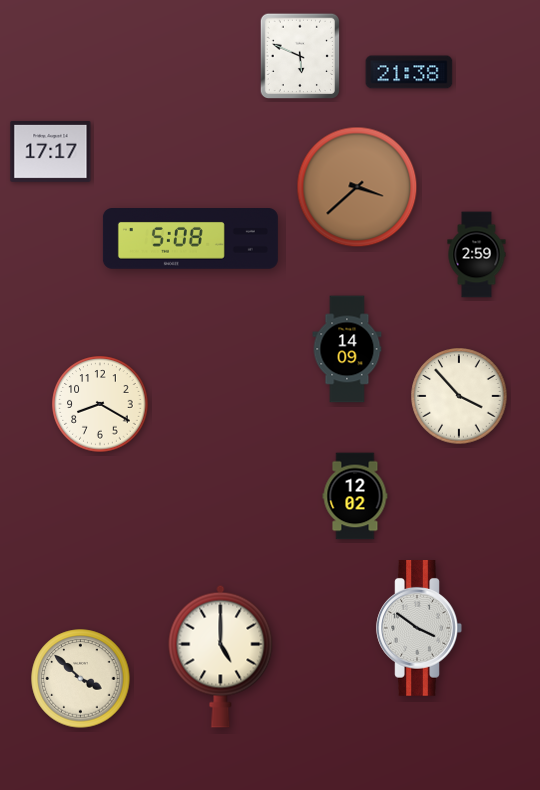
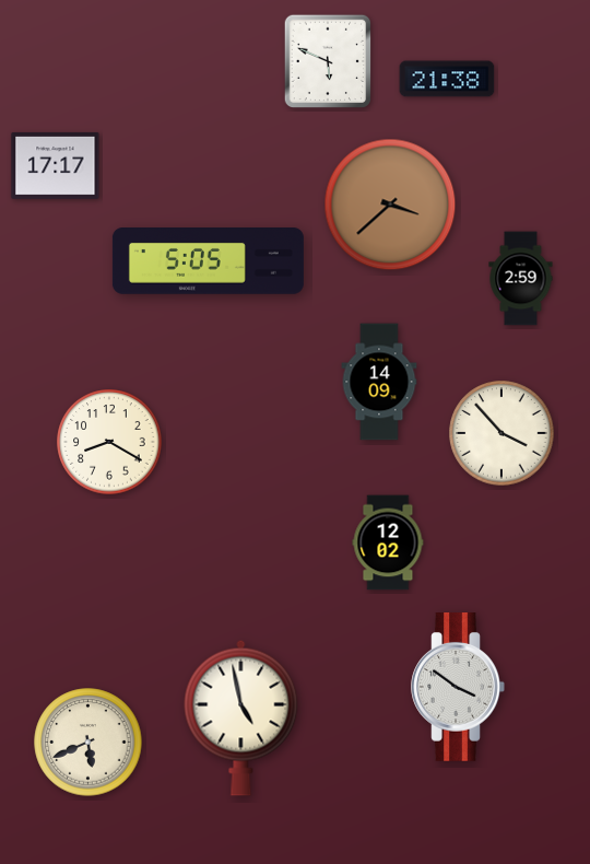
clock at (190, 239): 5:08 -> 5:05
clock at (221, 656): 5:00 -> 4:58
clock at (81, 679): 3:52 -> 5:41
